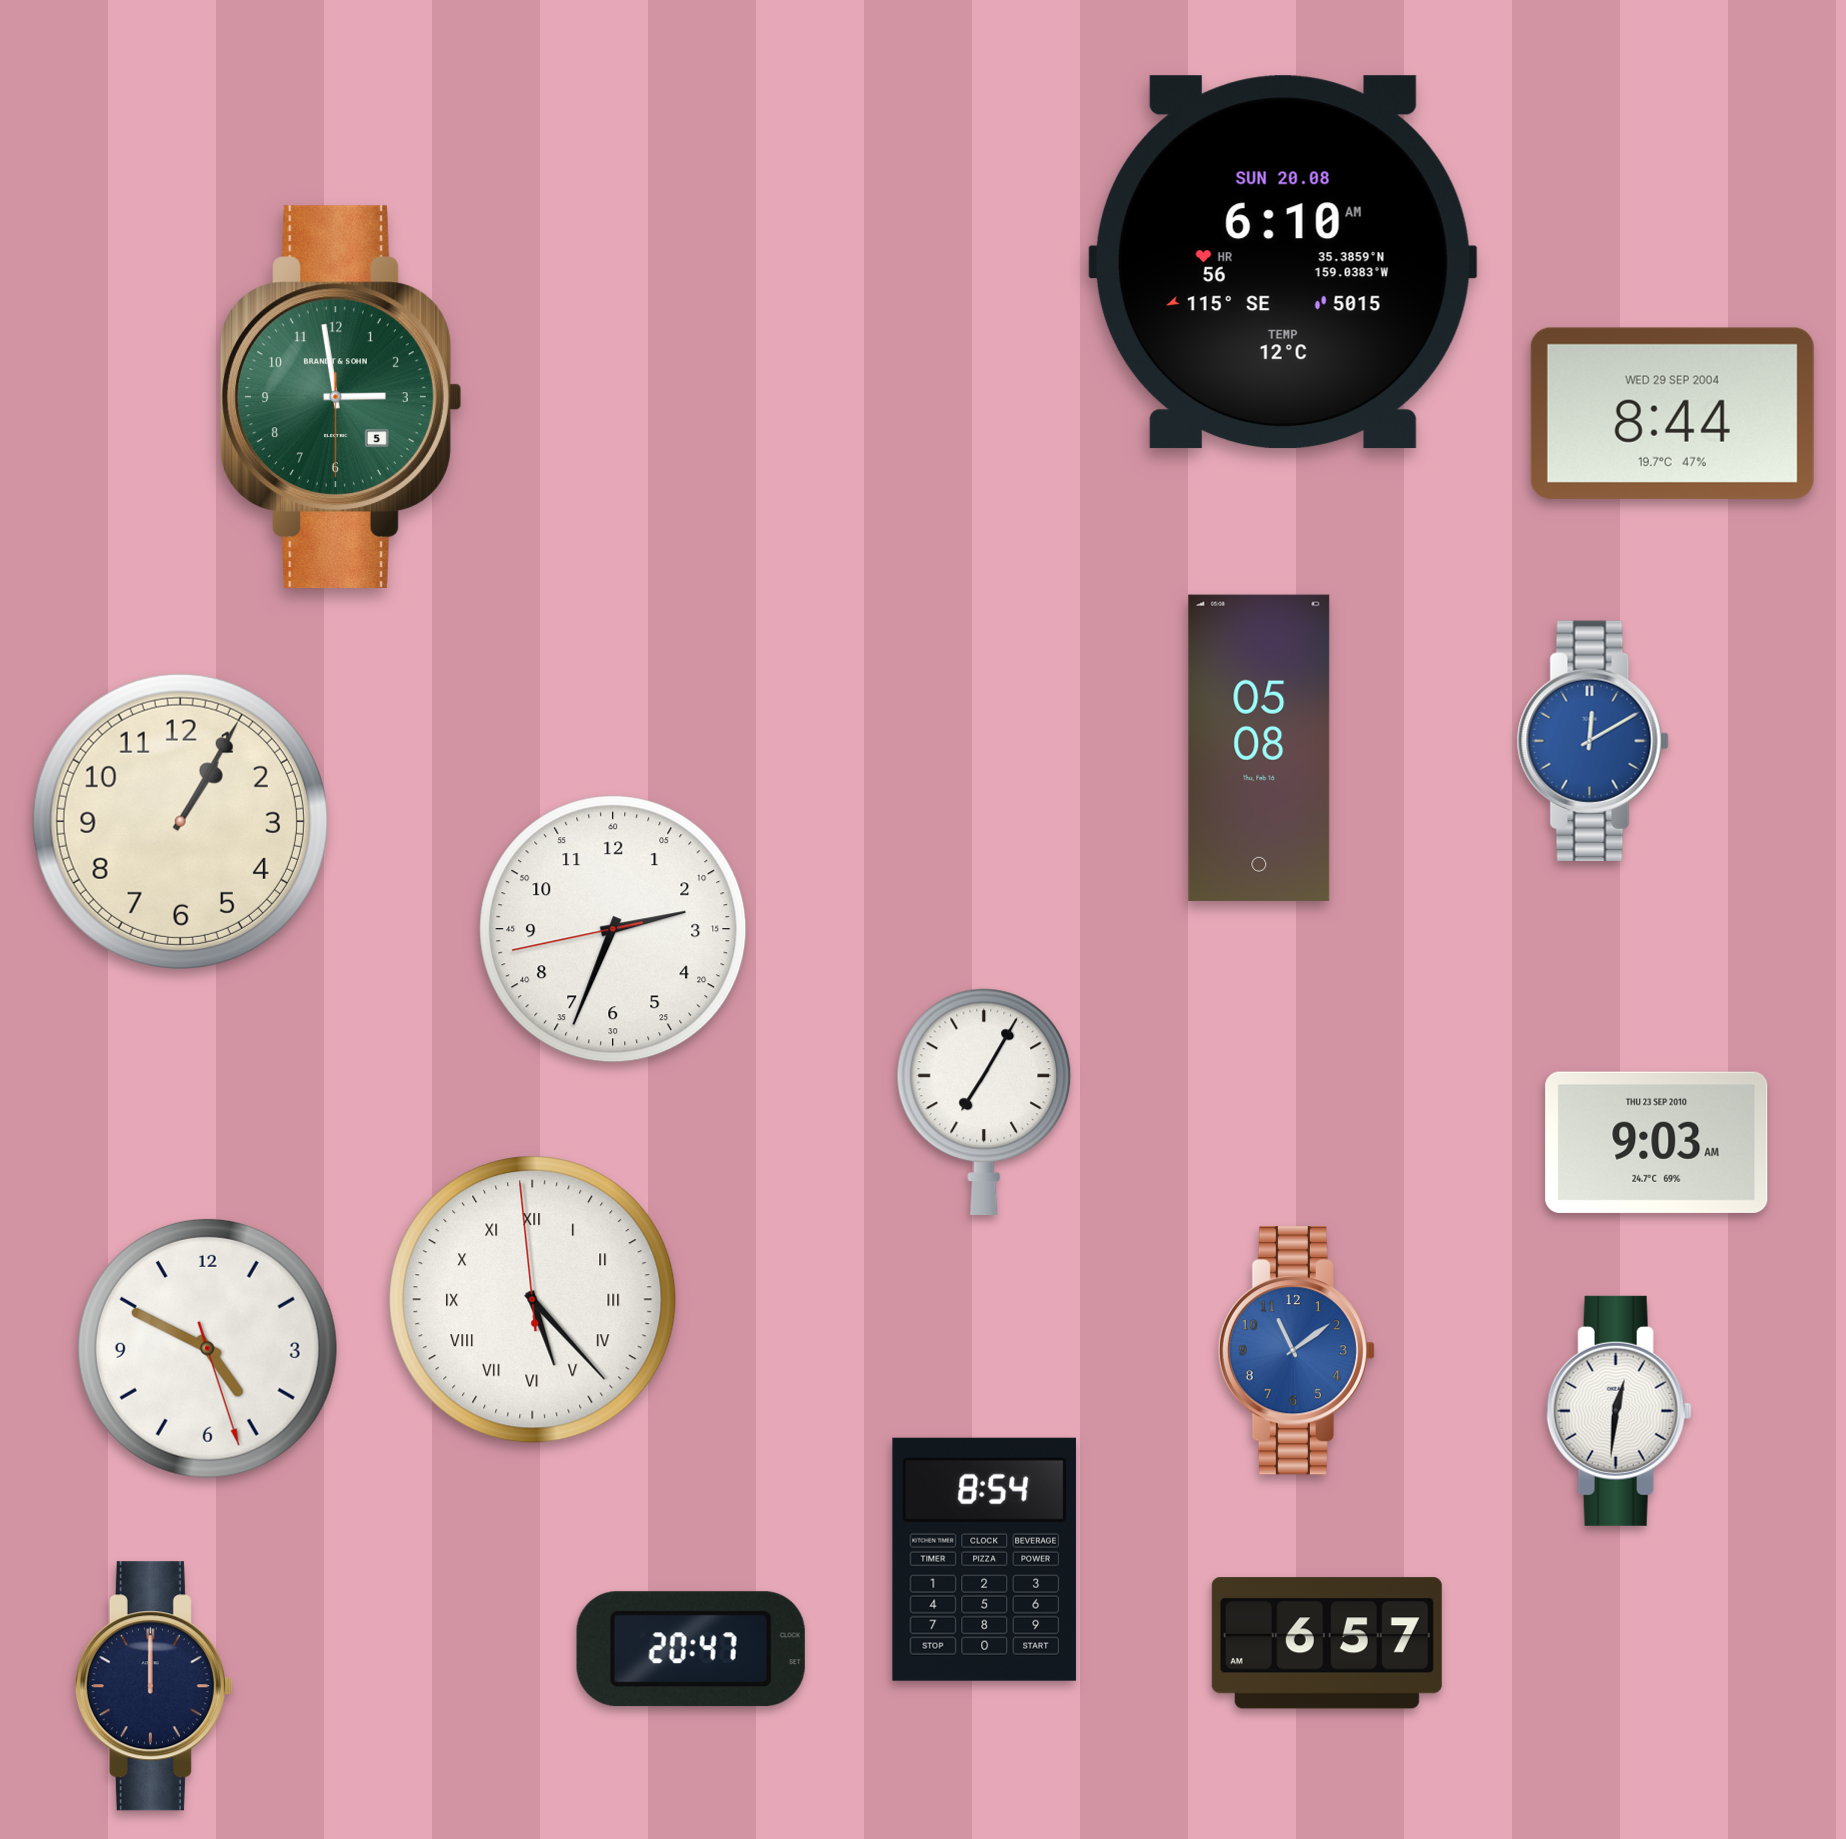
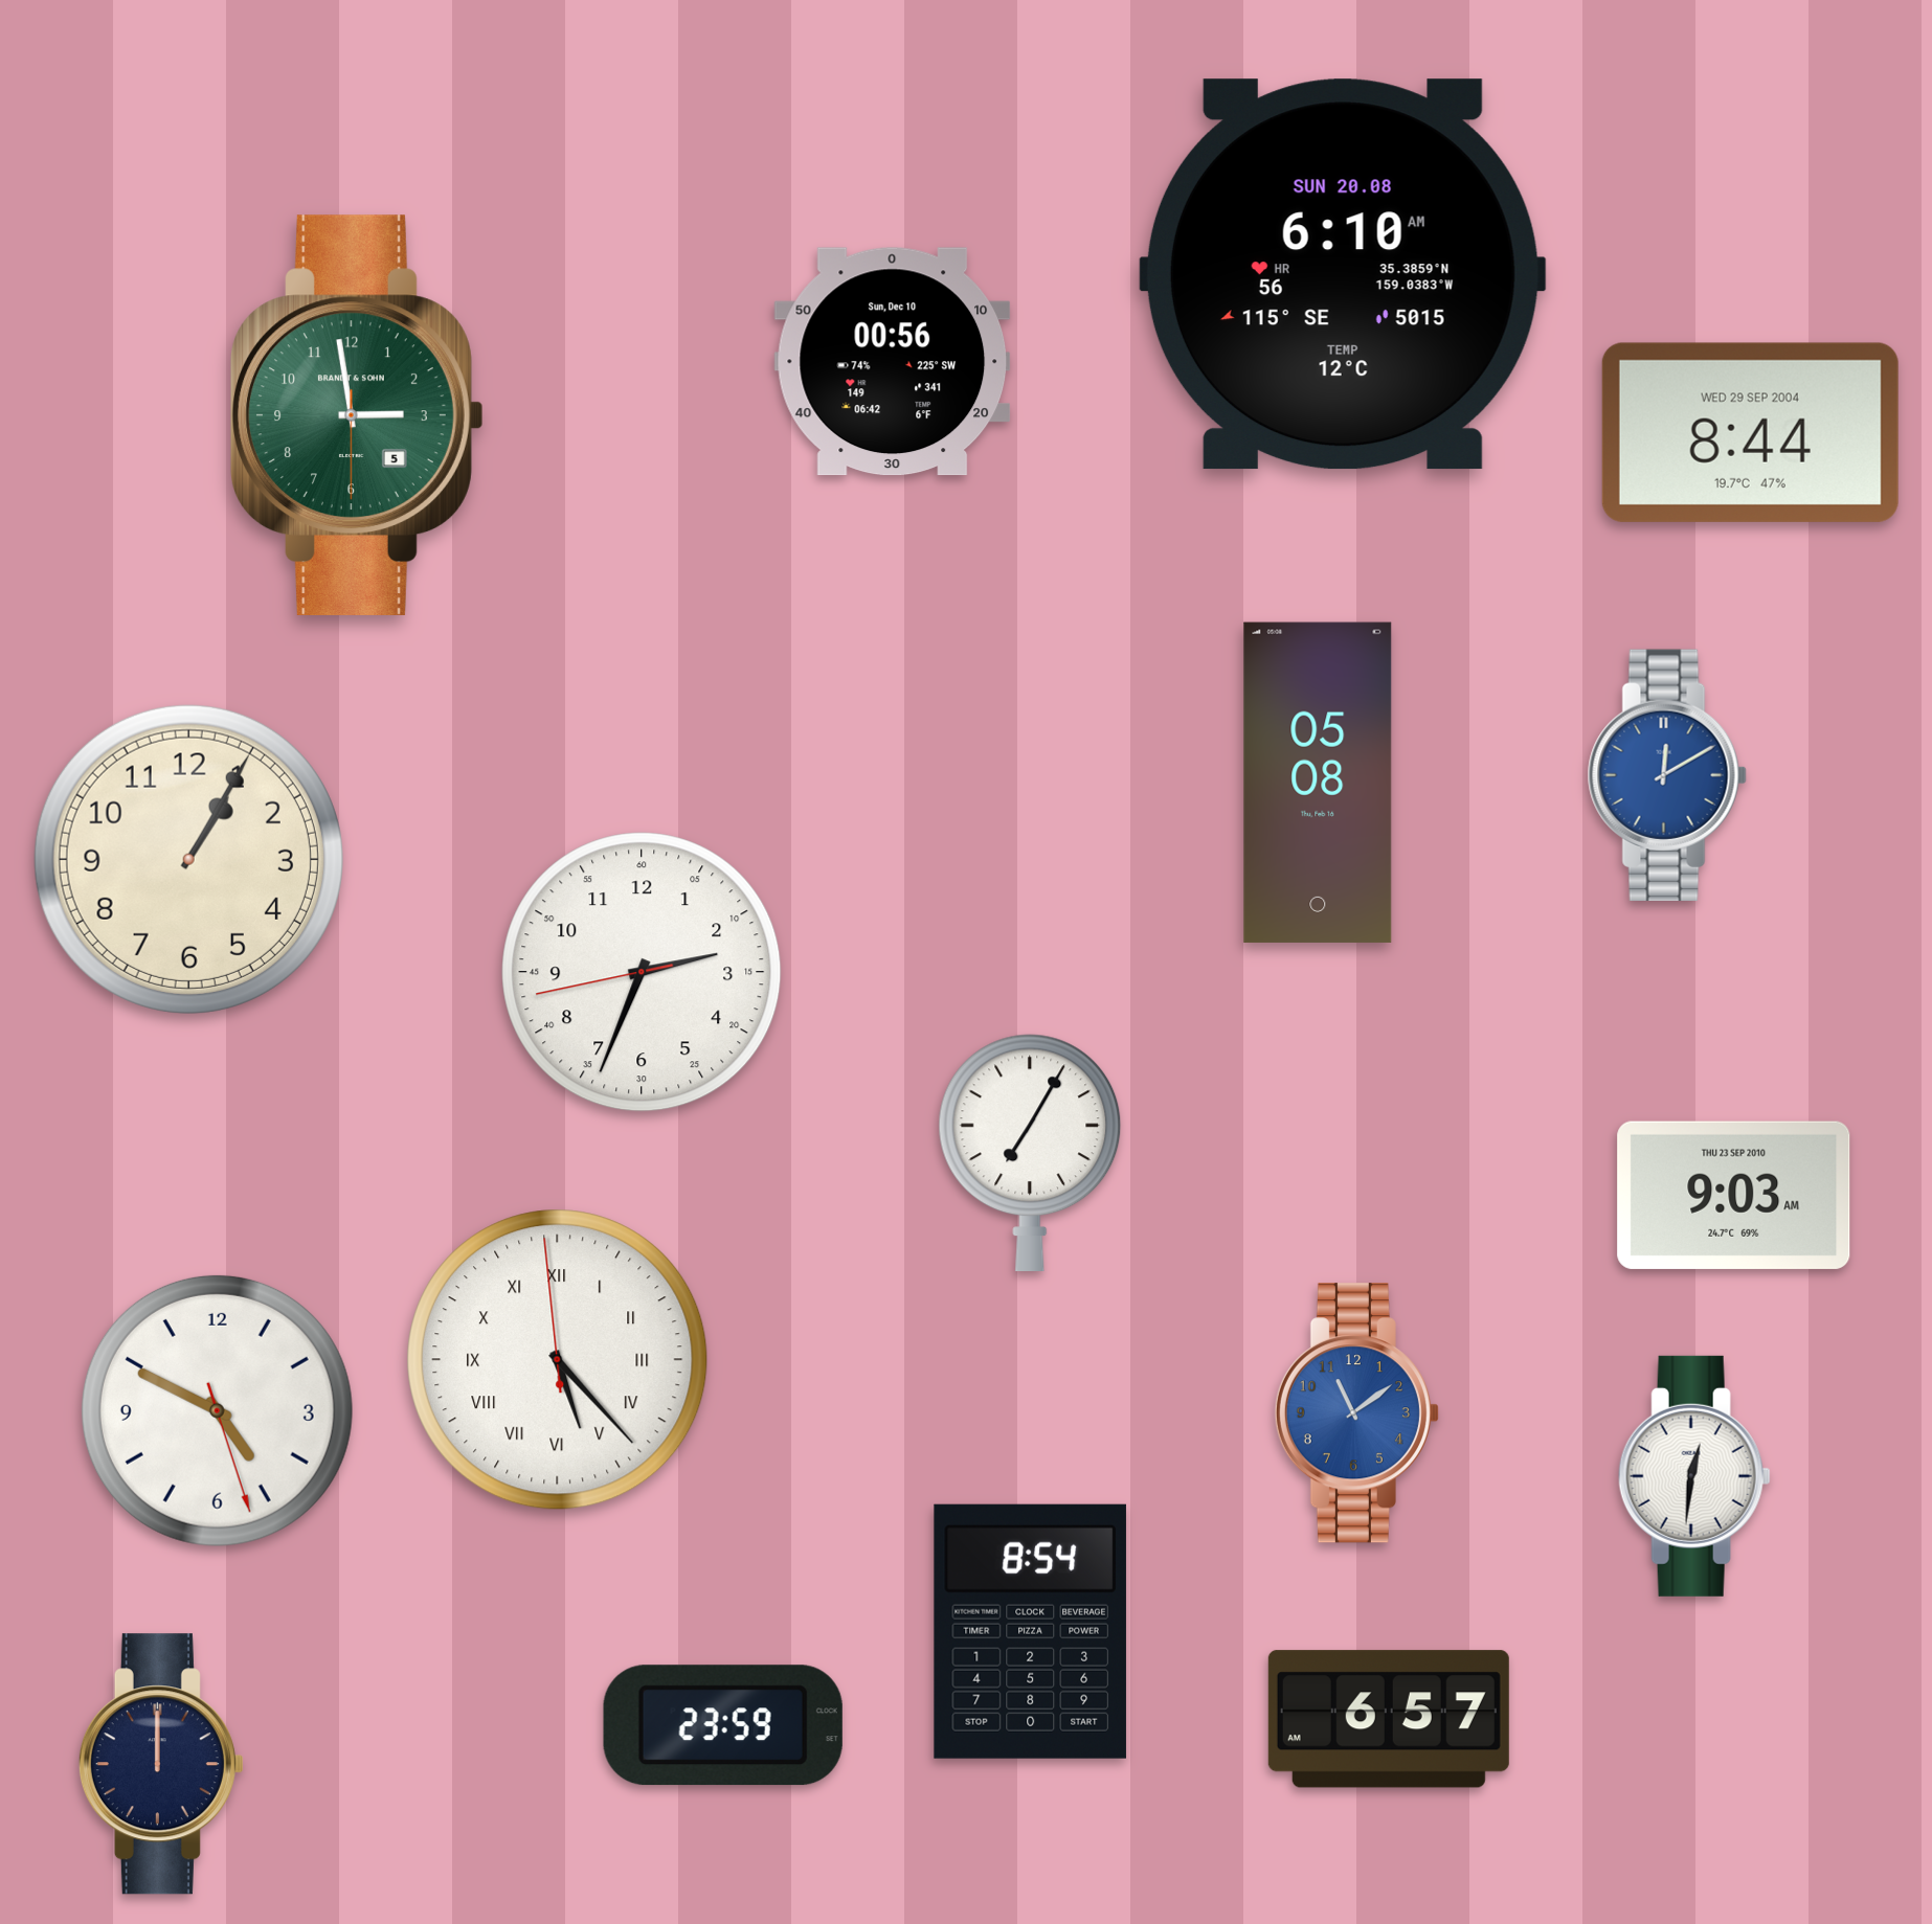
clock at (893, 362): none -> 00:56
clock at (691, 1649): 20:47 -> 23:59
